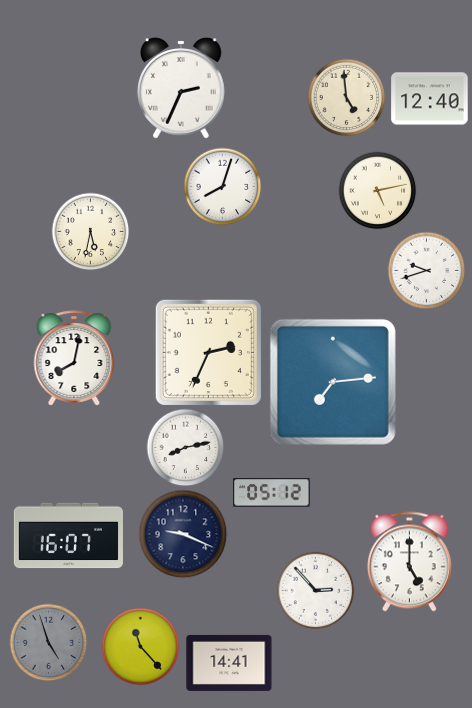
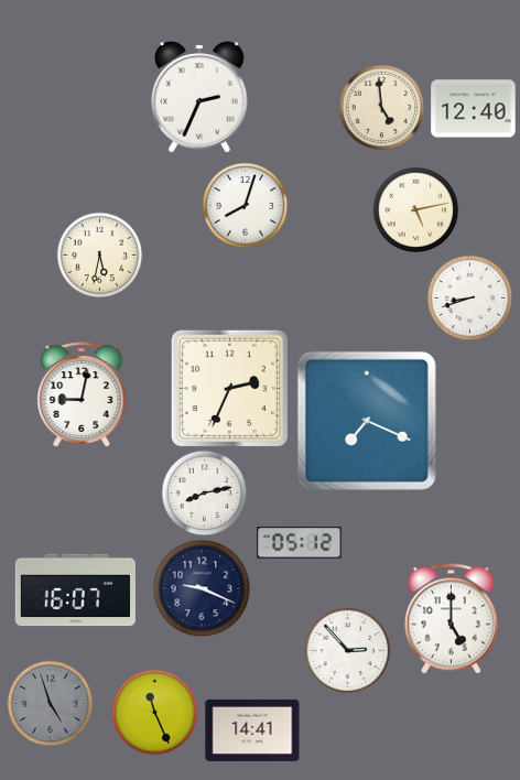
clock at (426, 270): 9:42 -> 8:42
clock at (74, 358): 8:02 -> 9:02
clock at (333, 382): 7:14 -> 7:19
clock at (48, 642) position: (48, 642) -> (50, 703)
clock at (140, 646): 11:23 -> 11:26
